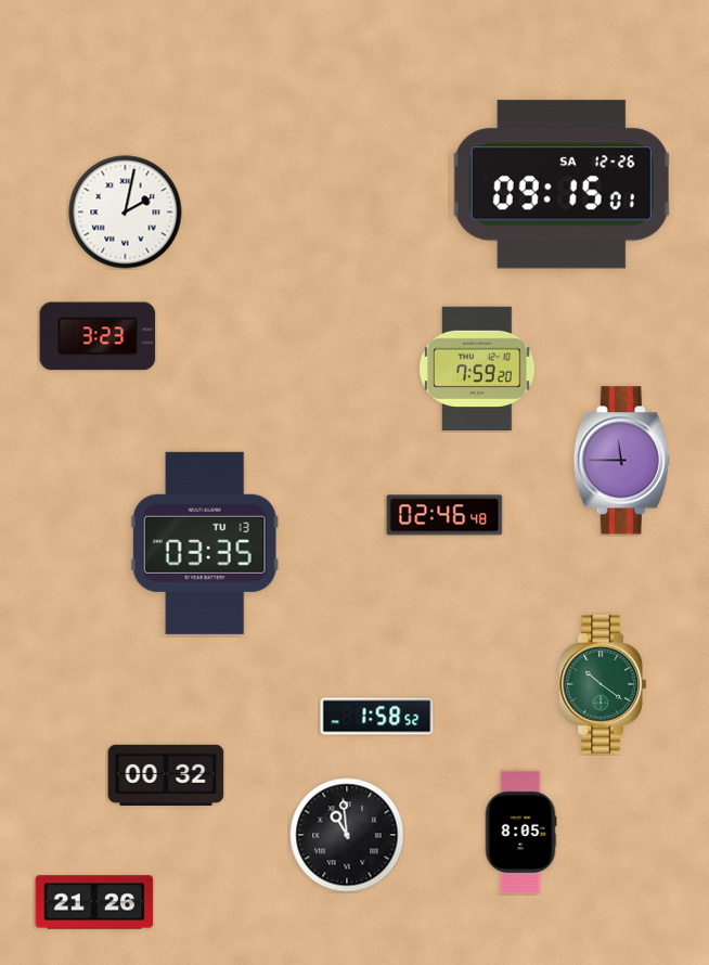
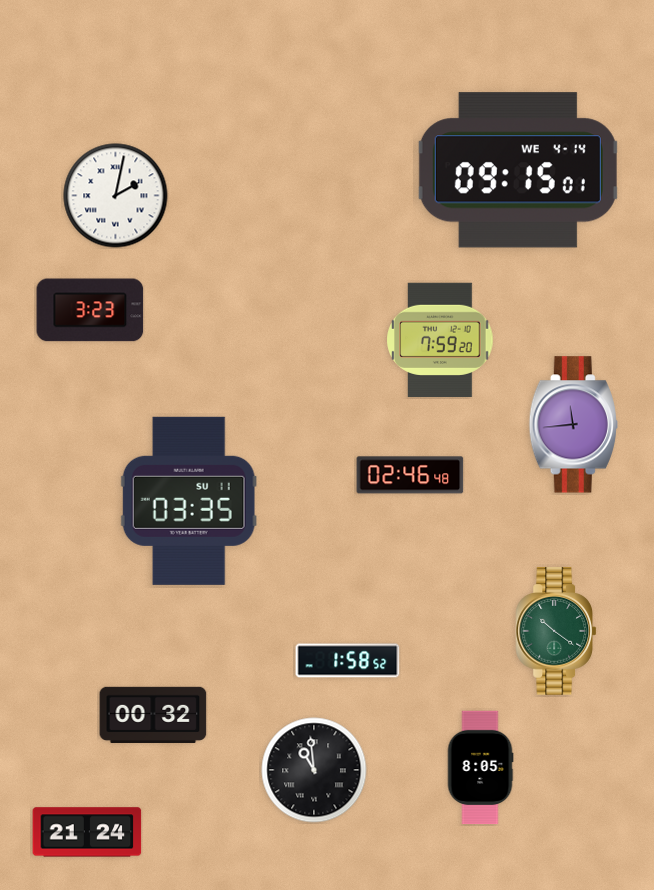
clock at (562, 184) date: SA 12-26 -> WE 4-14
clock at (621, 461): 11:45 -> 11:44
clock at (205, 543) date: TU 13 -> SU 11
clock at (347, 835) position: (347, 835) -> (314, 770)
clock at (94, 902): 21:26 -> 21:24
